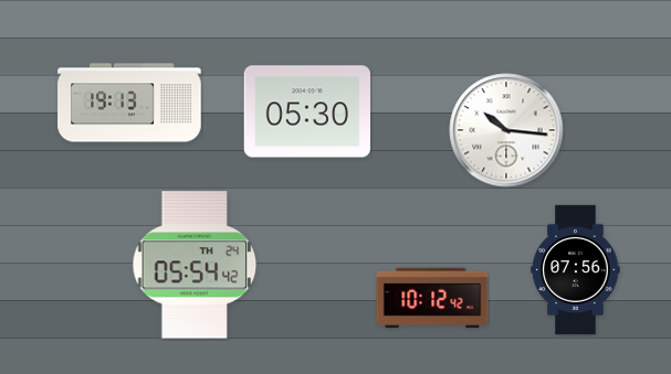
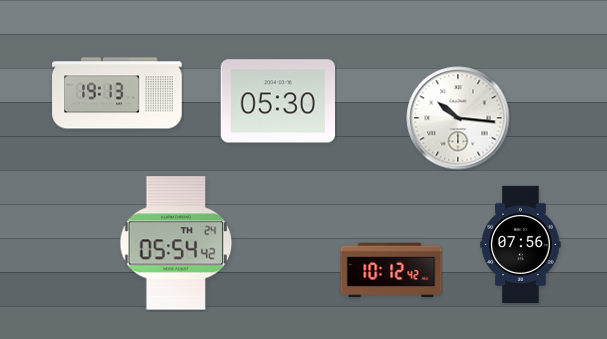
clock at (195, 265) position: (195, 265) -> (176, 243)
